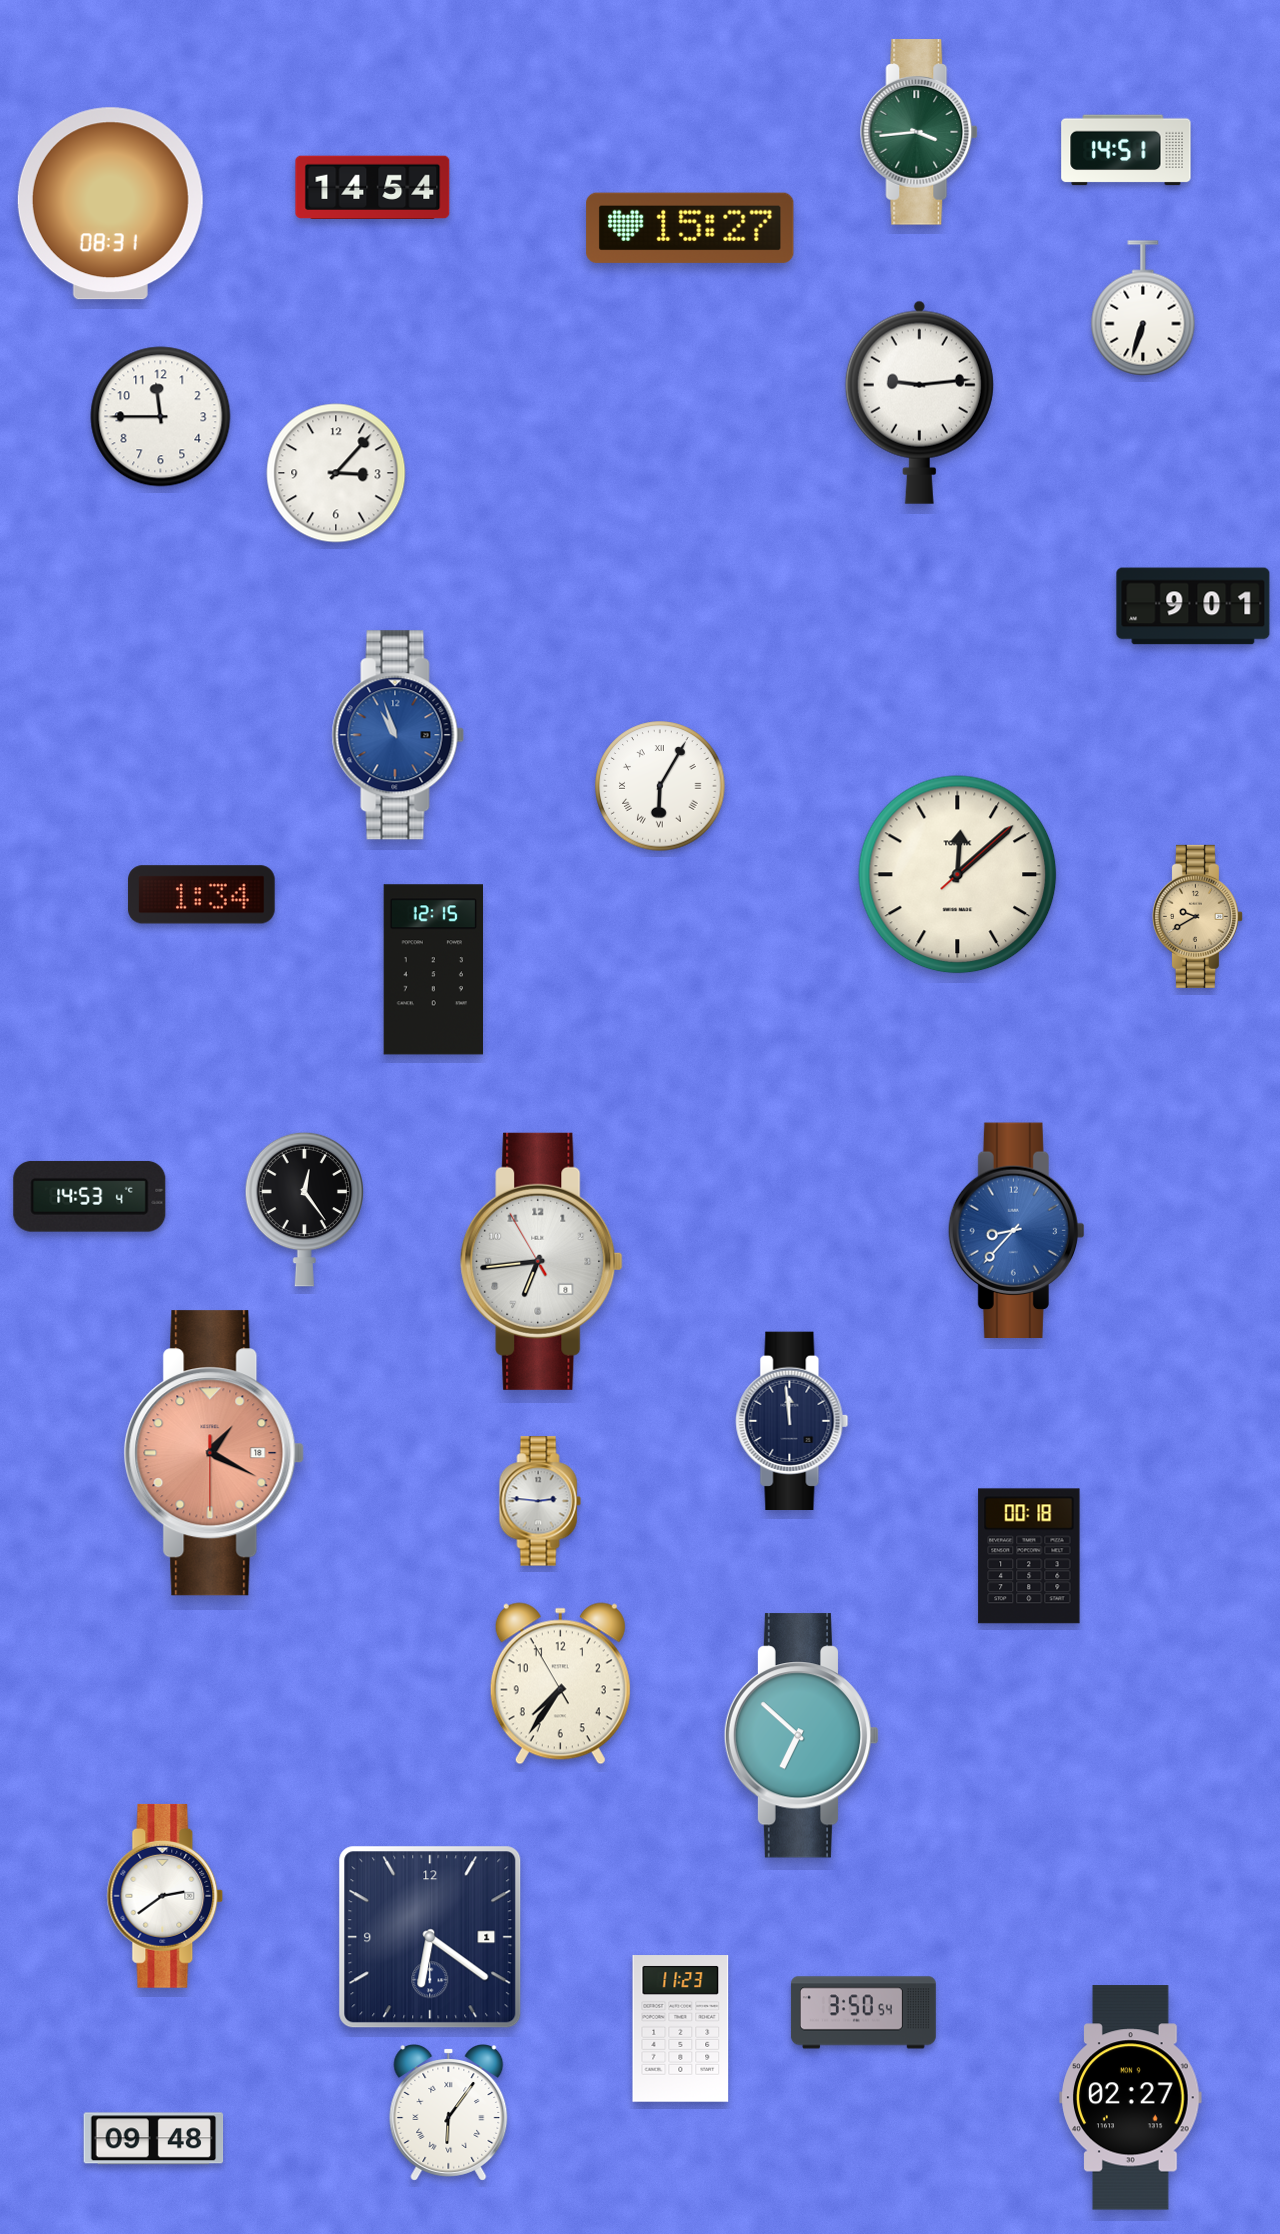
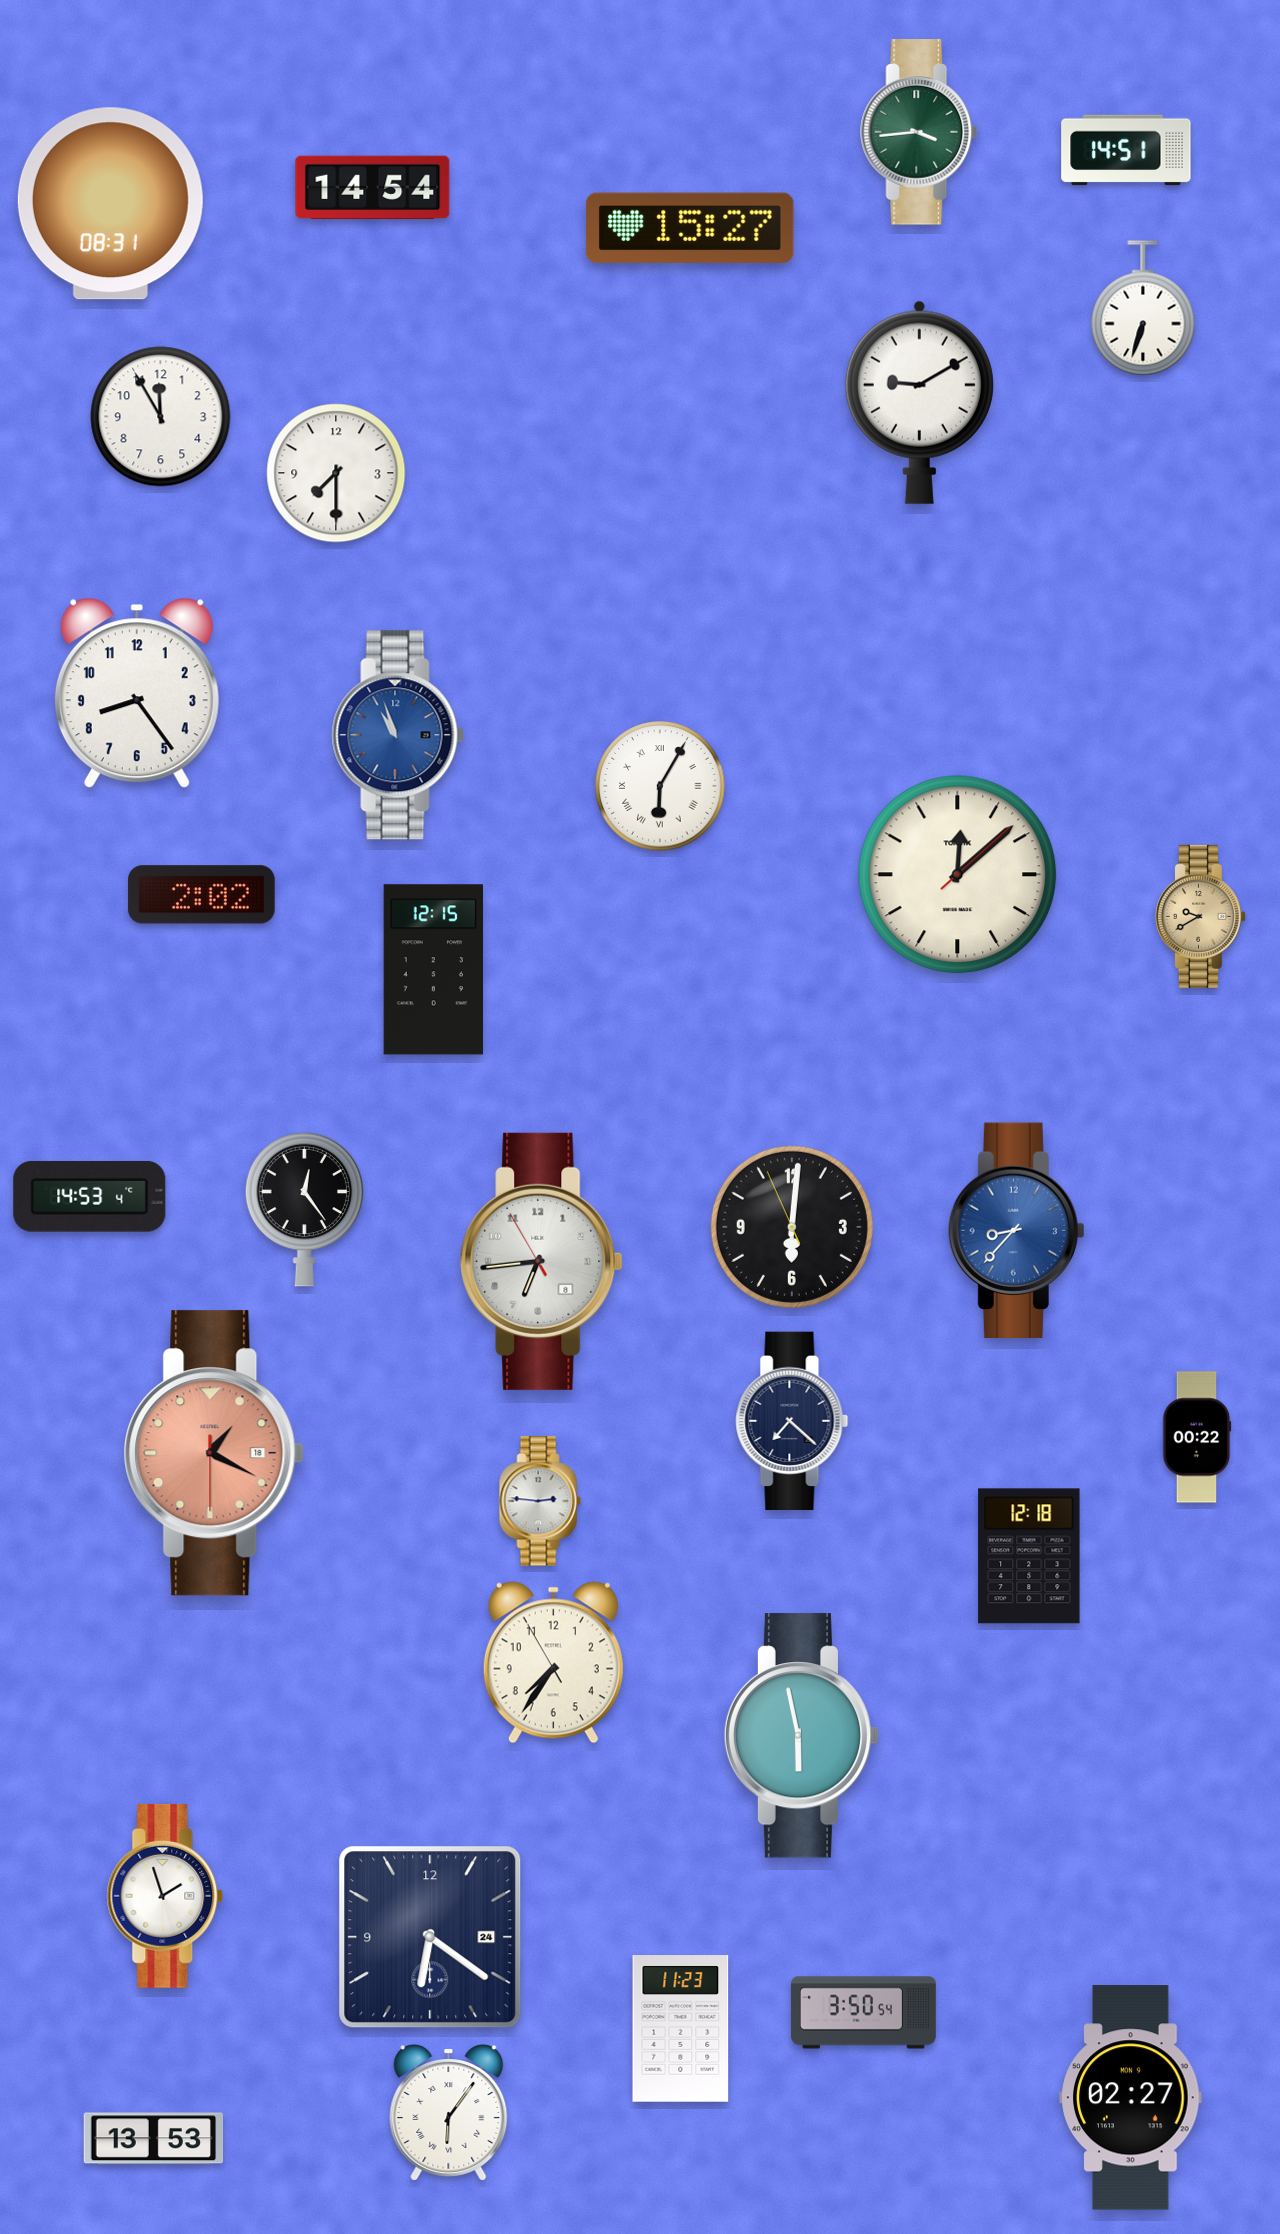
clock at (919, 402): 9:14 -> 9:10
clock at (161, 417): 11:45 -> 11:55
clock at (336, 473): 3:07 -> 7:30
clock at (1193, 606): 9:01 -> none
clock at (137, 693): none -> 8:24
clock at (202, 895): 1:34 -> 2:02
clock at (1197, 916) position: (1197, 916) -> (1200, 916)
clock at (792, 1227): none -> 6:00
clock at (792, 1420): 11:59 -> 7:22
clock at (1197, 1437): none -> 00:22
clock at (1029, 1556): 00:18 -> 12:18
clock at (560, 1684) position: (560, 1684) -> (553, 1663)
clock at (802, 1736): 6:52 -> 5:58
clock at (165, 1896): 2:39 -> 1:57
clock at (430, 1937) date: 1 -> 24
clock at (154, 2139): 09:48 -> 13:53
